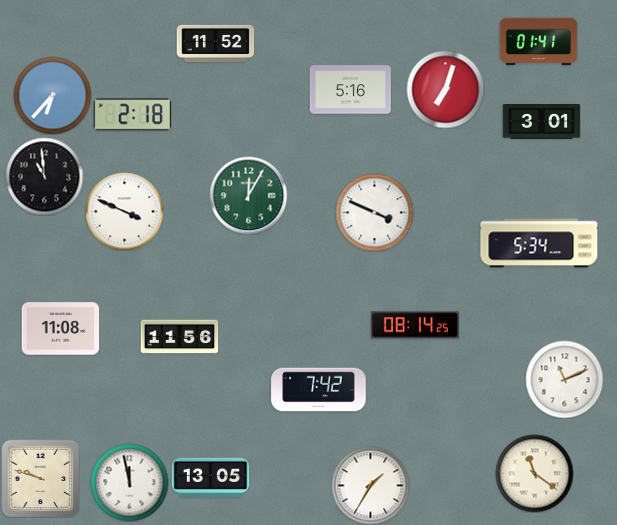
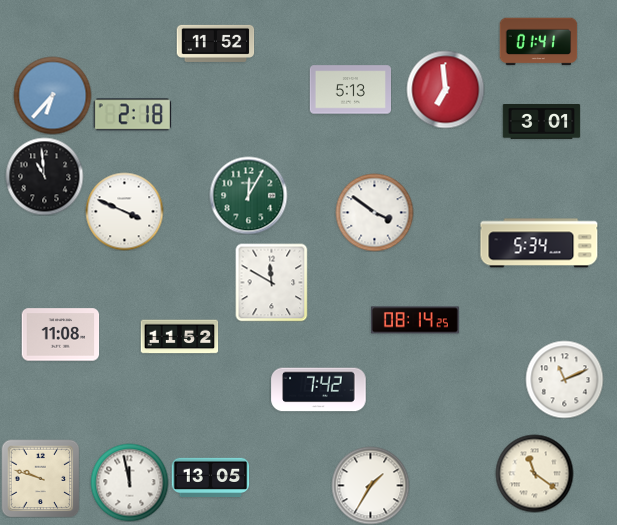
clock at (445, 89): 7:03 -> 6:59
clock at (350, 90): 5:16 -> 5:13
clock at (374, 212): 3:49 -> 3:51
clock at (272, 282): none -> 11:50
clock at (415, 325) position: (415, 325) -> (415, 320)
clock at (60, 329) position: (60, 329) -> (60, 335)
clock at (179, 337): 11:56 -> 11:52
